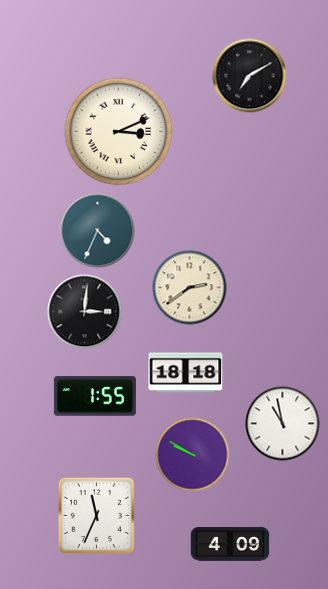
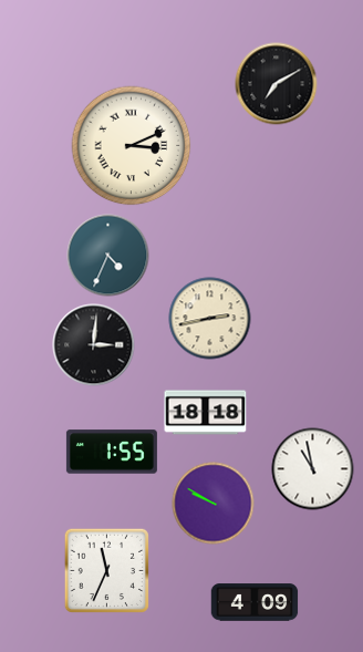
clock at (190, 288): 2:39 -> 2:43
clock at (95, 396) position: (95, 396) -> (112, 452)
